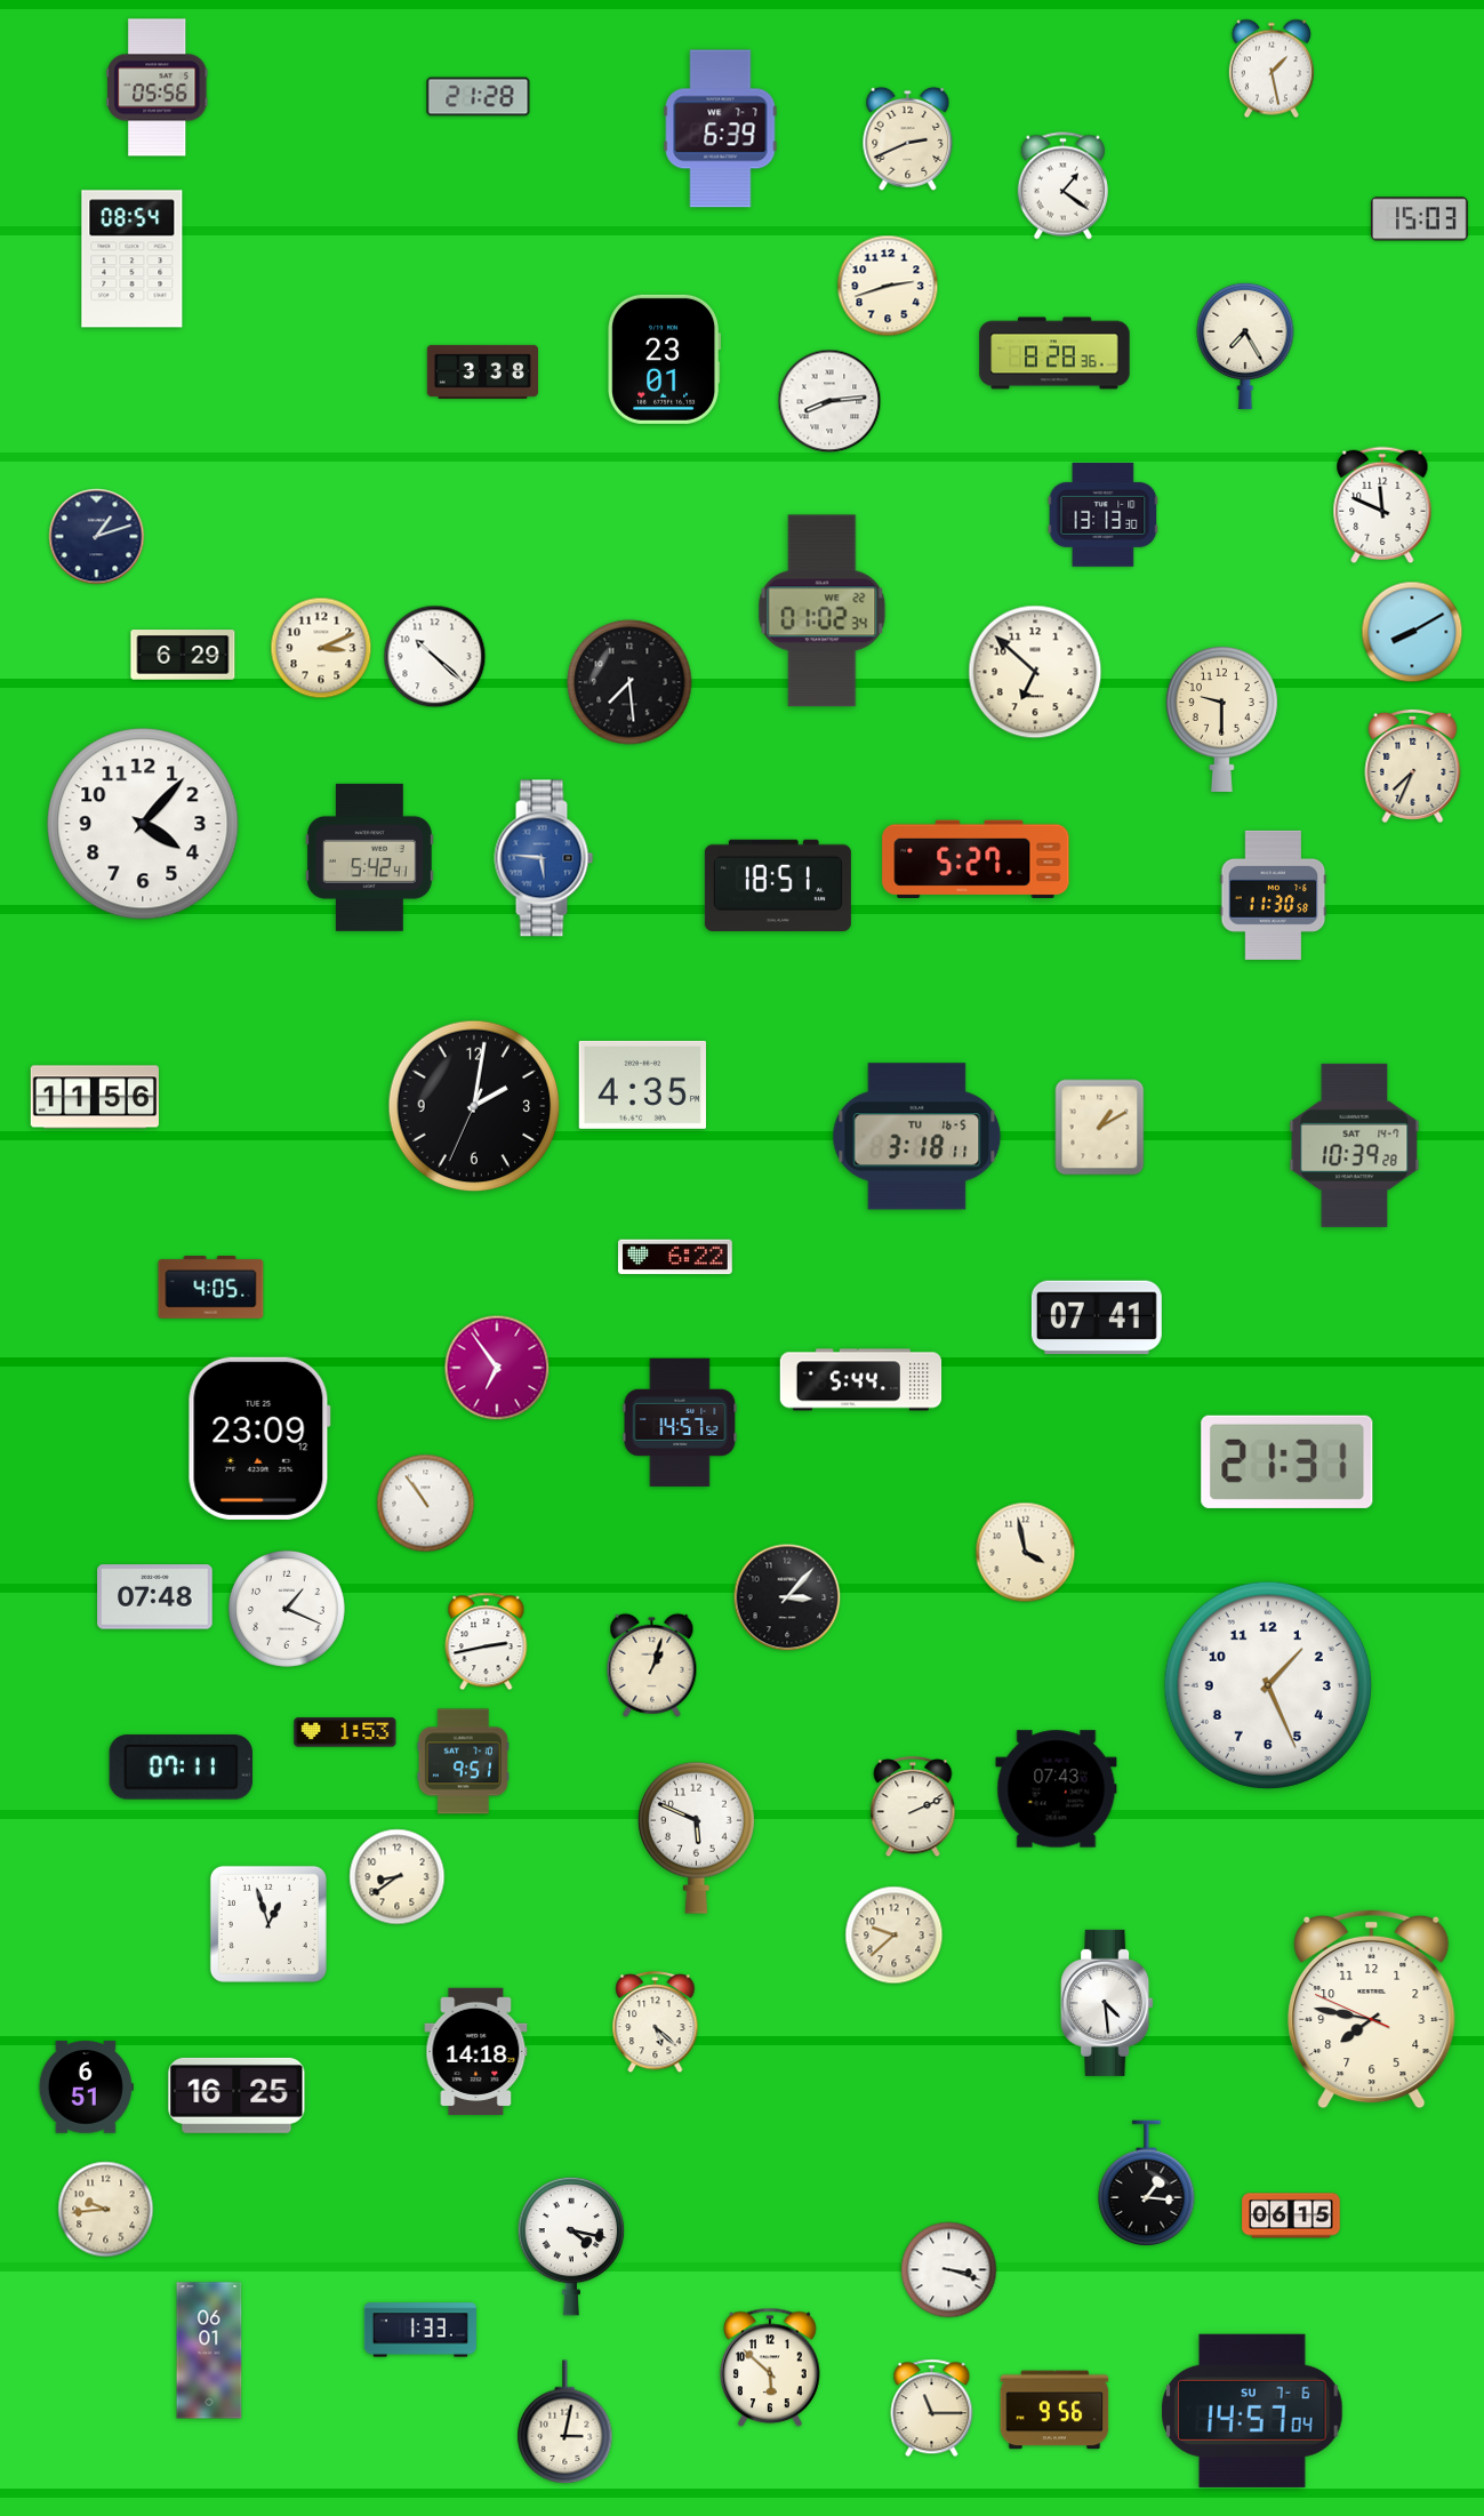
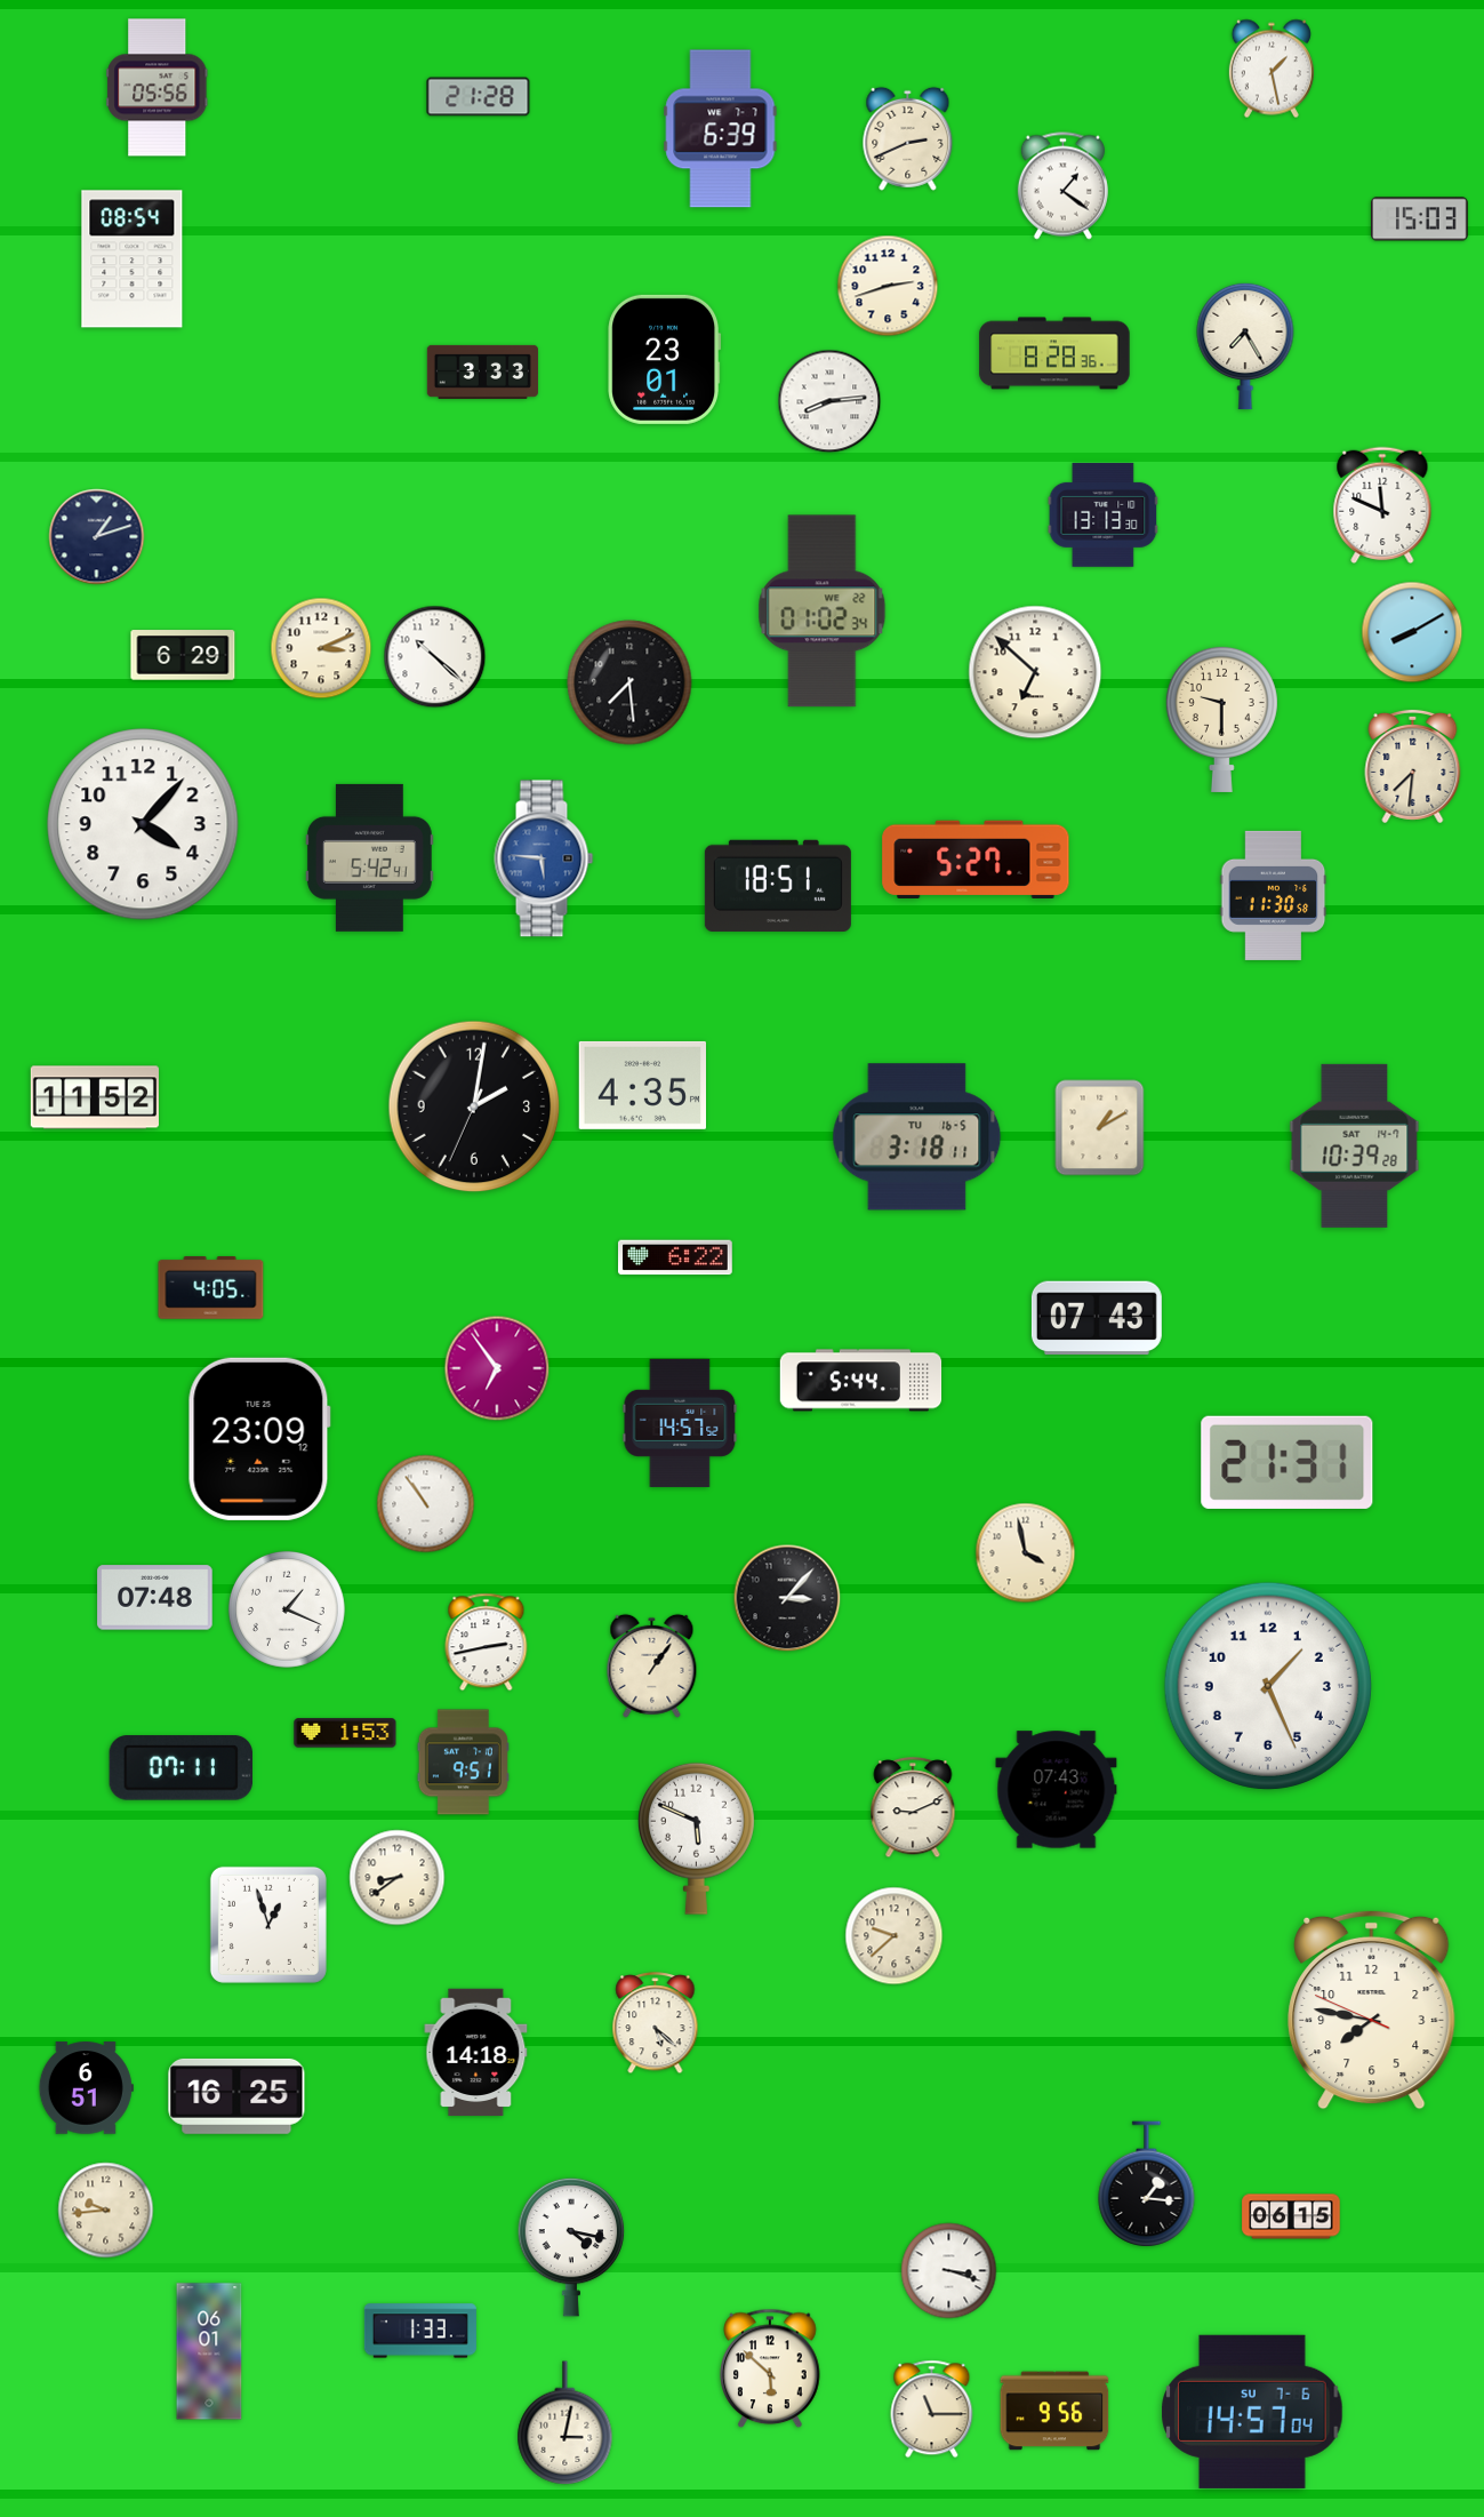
clock at (482, 371): 3:38 -> 3:33
clock at (1413, 766): 7:34 -> 7:31
clock at (95, 1097): 11:56 -> 11:52
clock at (1097, 1317): 07:41 -> 07:43
clock at (652, 1665): 1:03 -> 1:06
clock at (913, 1808): 2:11 -> 9:11
clock at (1107, 2003): 4:29 -> none
